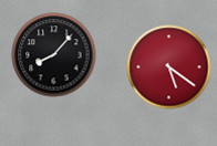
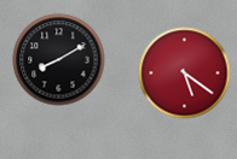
clock at (54, 55): 8:07 -> 8:10
